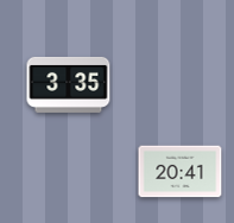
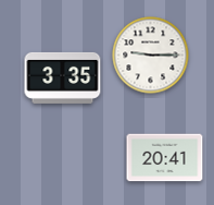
clock at (151, 56): none -> 9:15
